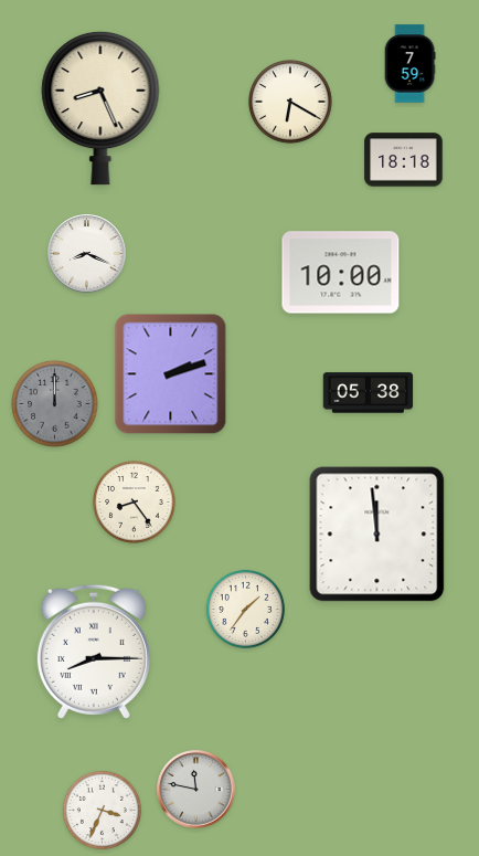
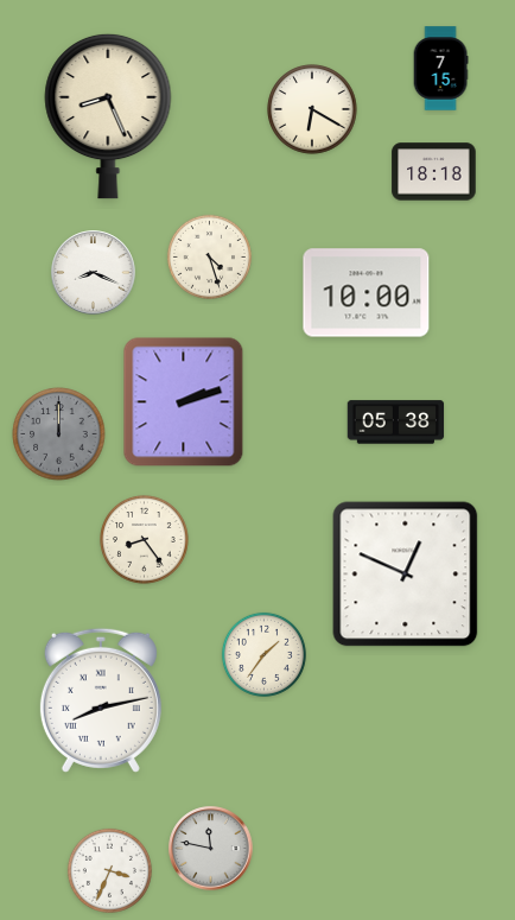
clock at (409, 64): 7:59 -> 7:15
clock at (209, 256): none -> 4:27
clock at (377, 535): 11:59 -> 12:49
clock at (94, 652): 8:15 -> 8:13
